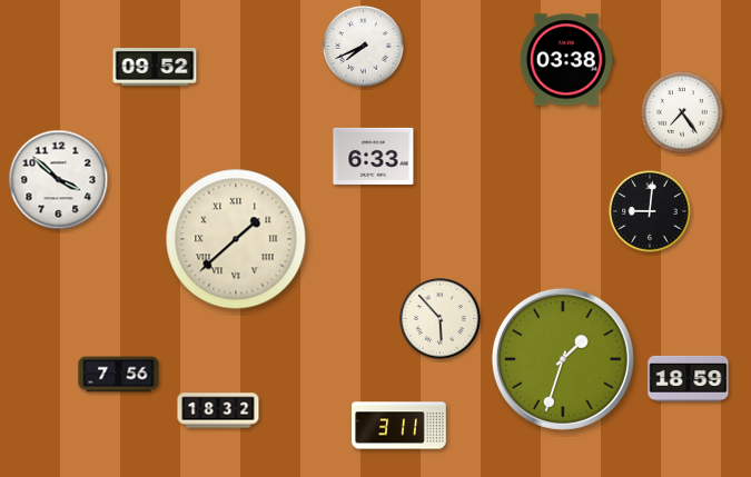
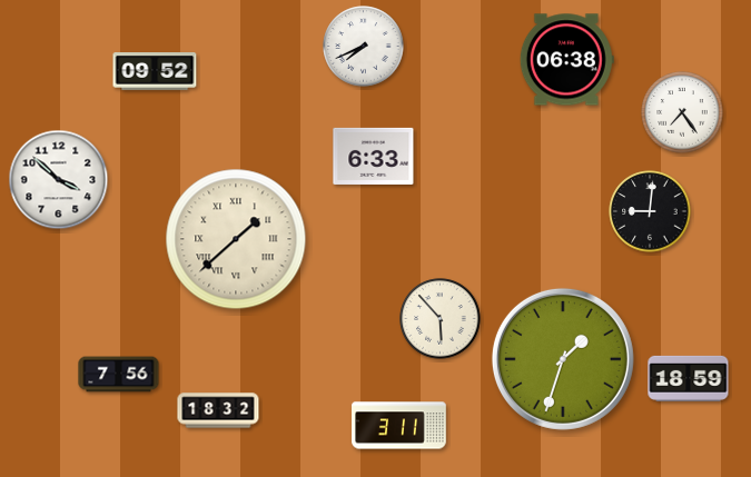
clock at (566, 60): 03:38 -> 06:38
clock at (155, 68) position: (155, 68) -> (155, 72)
